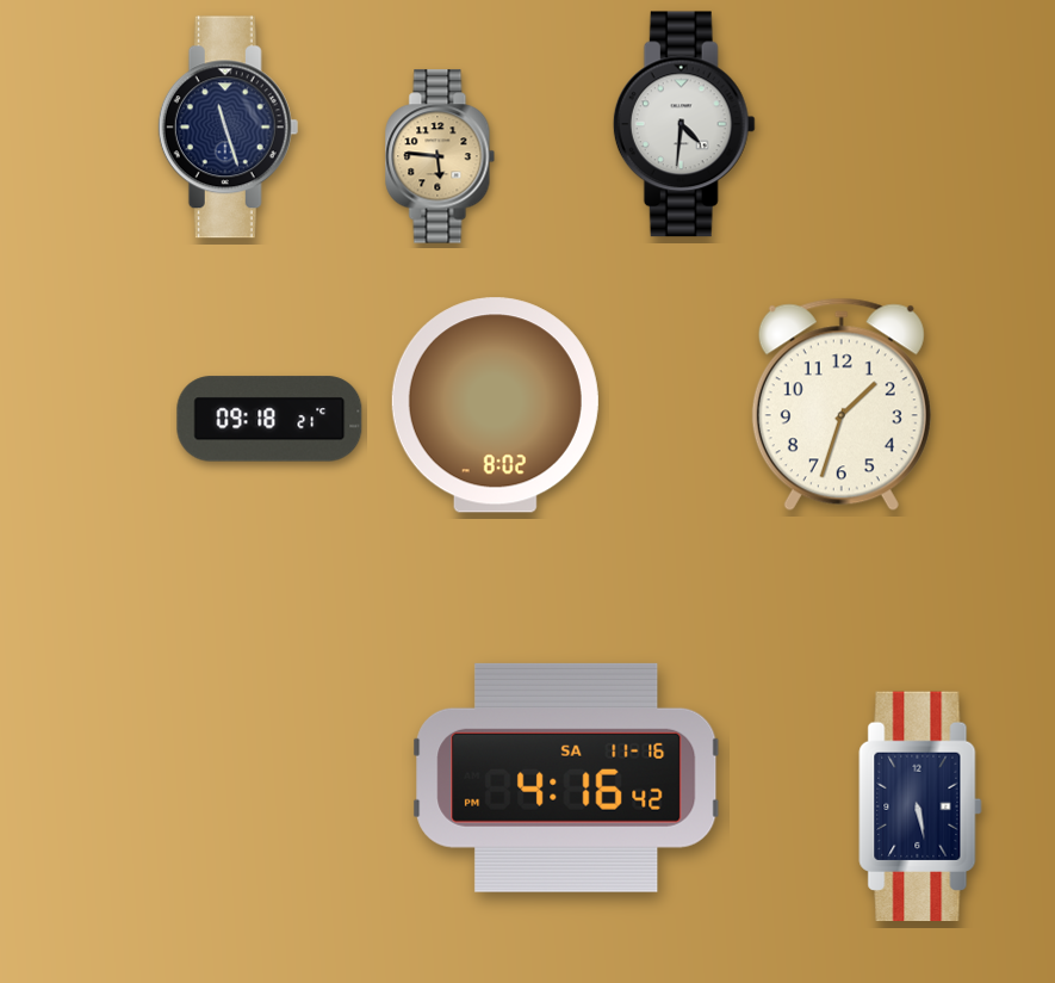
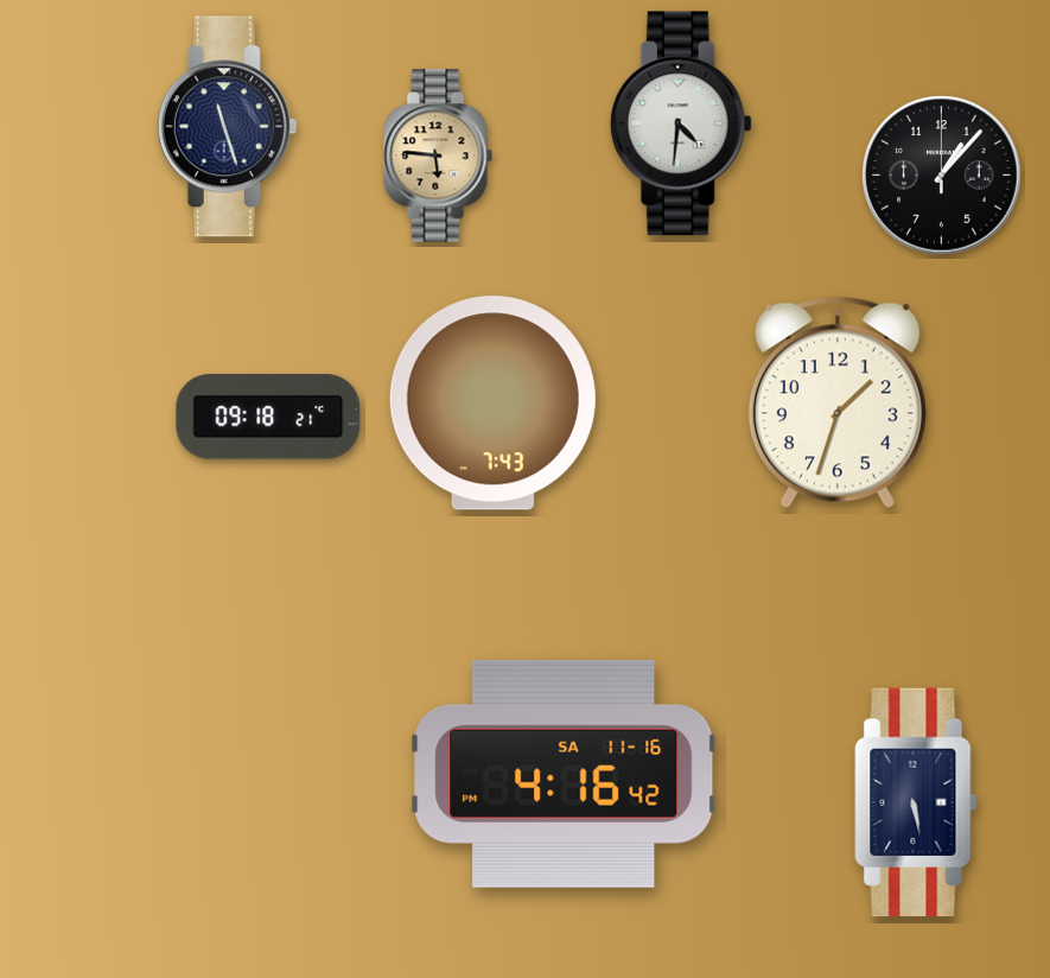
clock at (942, 176): none -> 1:07
clock at (495, 406): 8:02 -> 7:43
